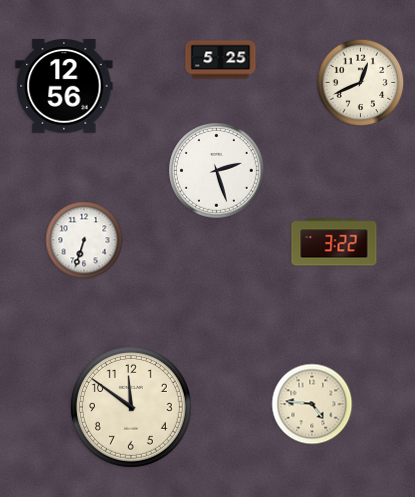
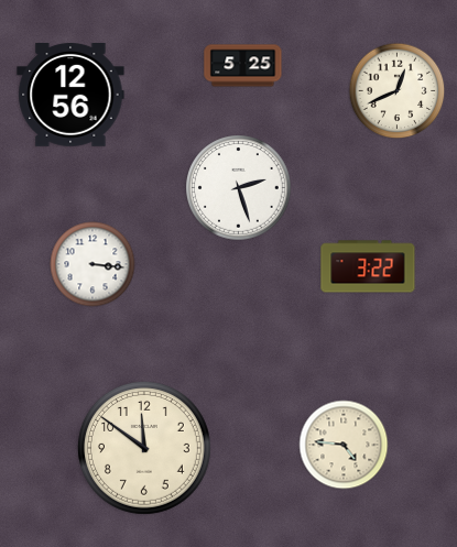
clock at (84, 240): 6:33 -> 3:16
